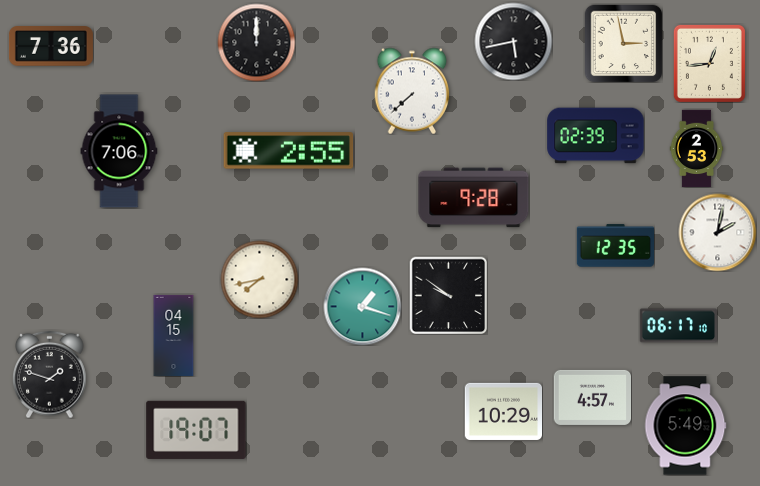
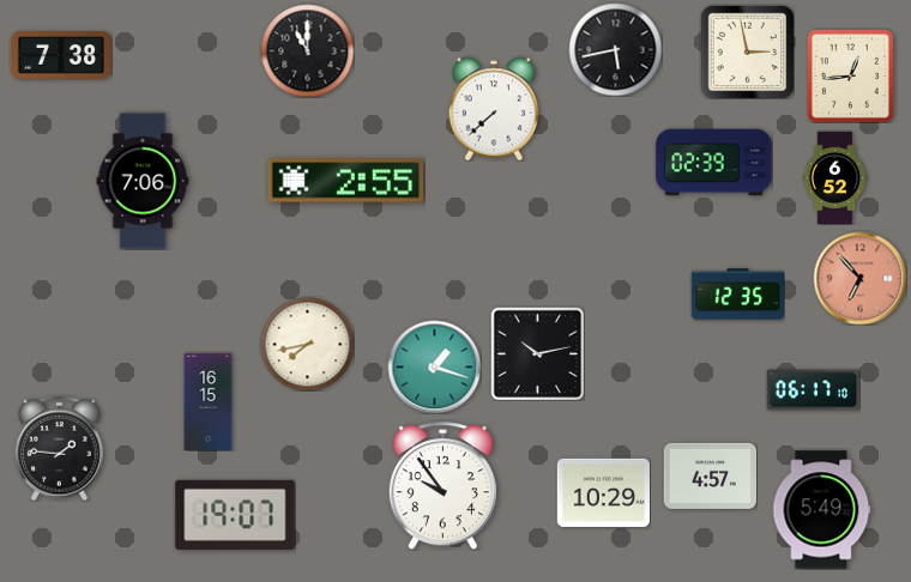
clock at (256, 42): 12:00 -> 11:00
clock at (51, 46): 7:36 -> 7:38
clock at (697, 148): 2:53 -> 6:52
clock at (474, 198): 9:28 -> none
clock at (717, 232): 2:02 -> 6:53
clock at (717, 232) dial: white -> salmon
clock at (259, 279) position: (259, 279) -> (307, 344)
clock at (448, 295): 9:51 -> 10:13
clock at (174, 335): 04:15 -> 16:15
clock at (50, 374): 1:48 -> 1:46
clock at (442, 486): none -> 9:54
